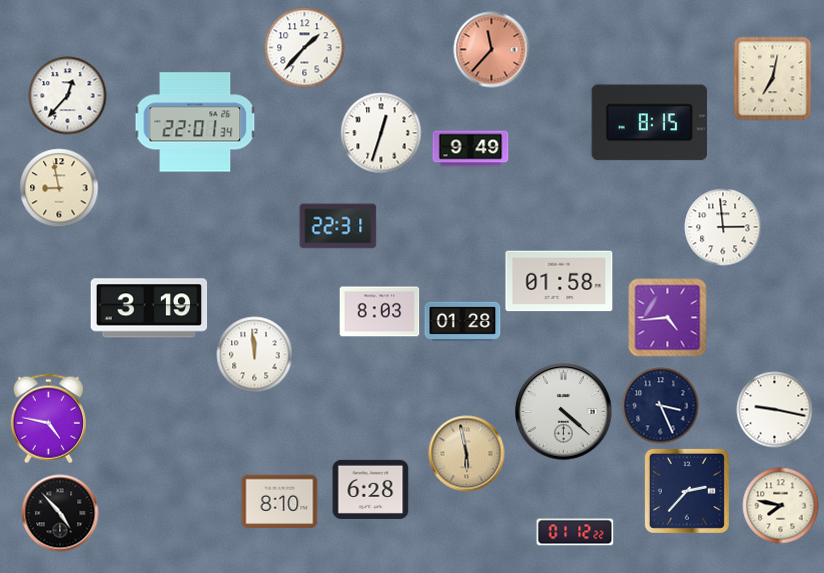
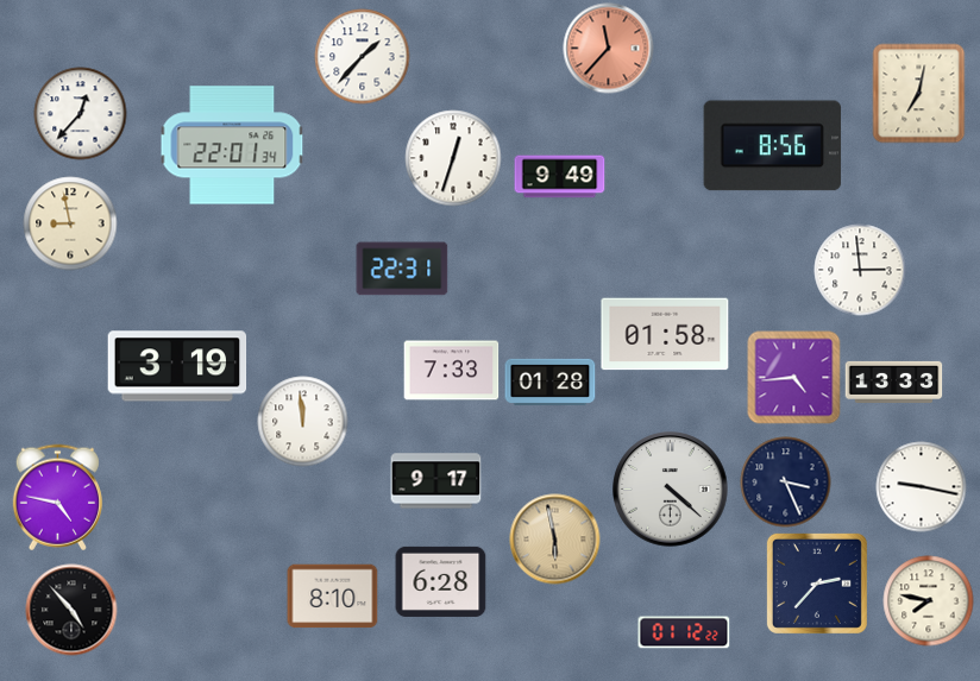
clock at (492, 50) position: (492, 50) -> (609, 49)
clock at (650, 123): 8:15 -> 8:56
clock at (380, 312): 8:03 -> 7:33
clock at (894, 382): none -> 13:33
clock at (436, 481): none -> 9:17
